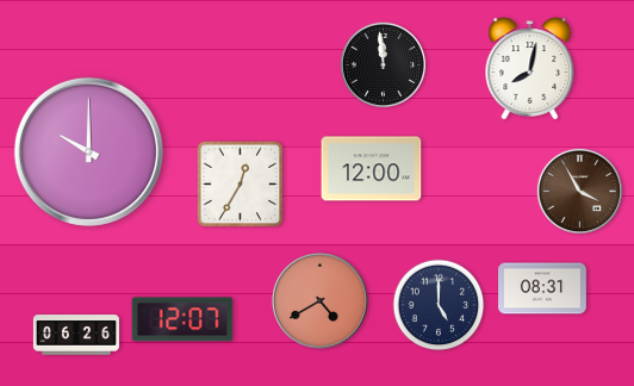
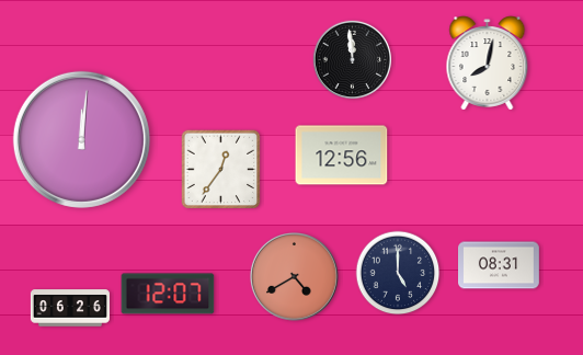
clock at (88, 151): 10:00 -> 12:01
clock at (372, 169): 12:00 -> 12:56
clock at (241, 185): 12:35 -> 12:36
clock at (580, 192): 3:55 -> none
clock at (439, 305) position: (439, 305) -> (398, 273)
